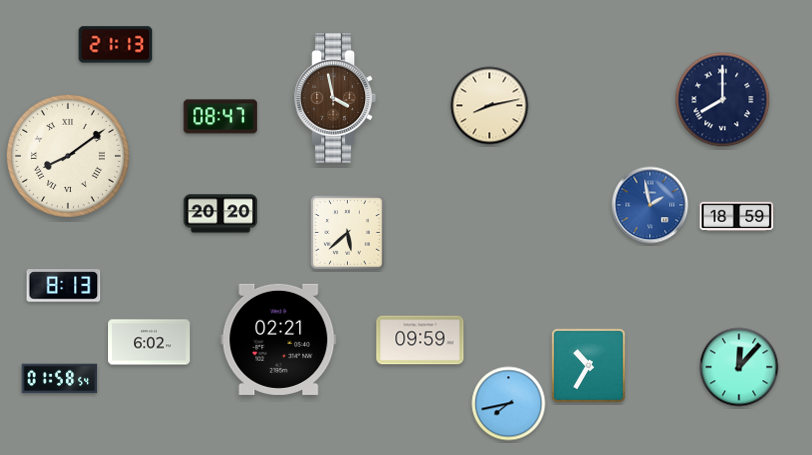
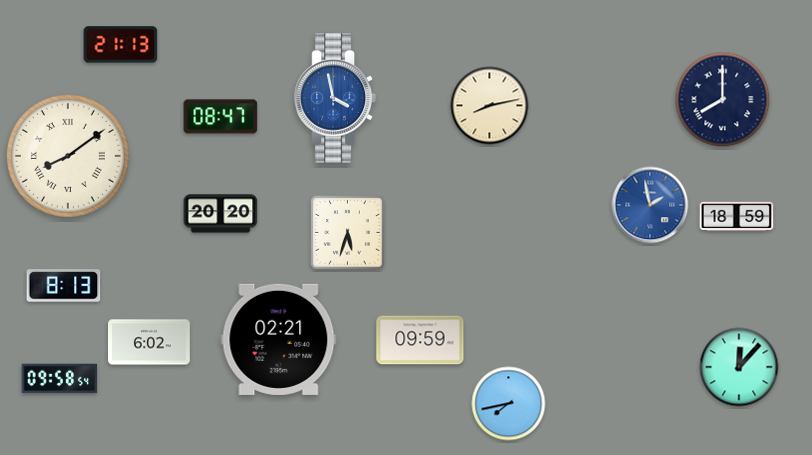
clock at (116, 45) position: (116, 45) -> (121, 45)
clock at (335, 98) dial: brown -> blue
clock at (348, 233): 5:38 -> 5:33
clock at (589, 366): 10:35 -> none
clock at (60, 379): 01:58 -> 09:58
